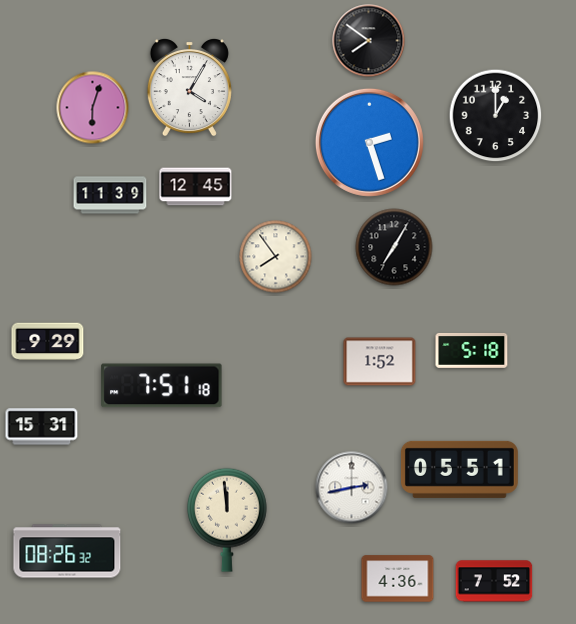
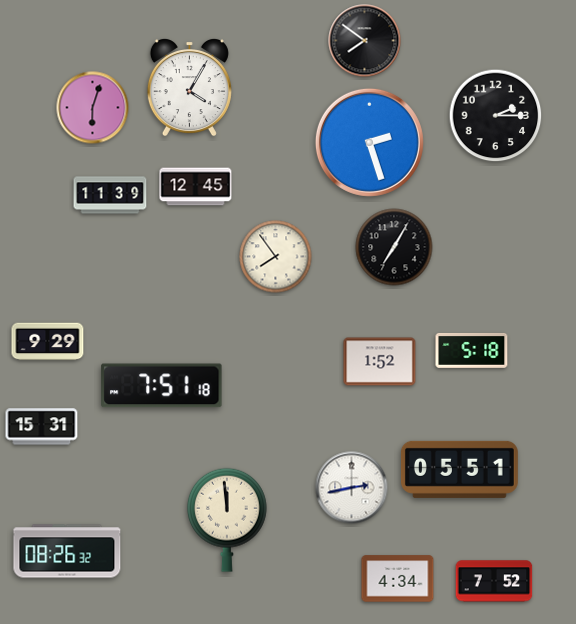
clock at (369, 41) position: (369, 41) -> (365, 41)
clock at (496, 116): 1:00 -> 2:15
clock at (398, 579): 4:36 -> 4:34
